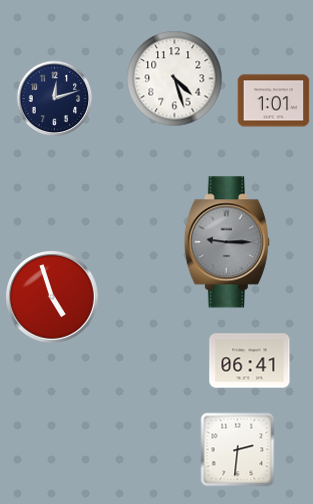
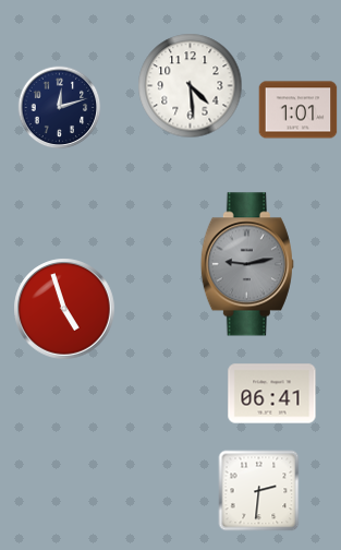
clock at (175, 79): 4:27 -> 4:29
clock at (227, 242): 9:15 -> 9:13
clock at (52, 297) position: (52, 297) -> (64, 309)
